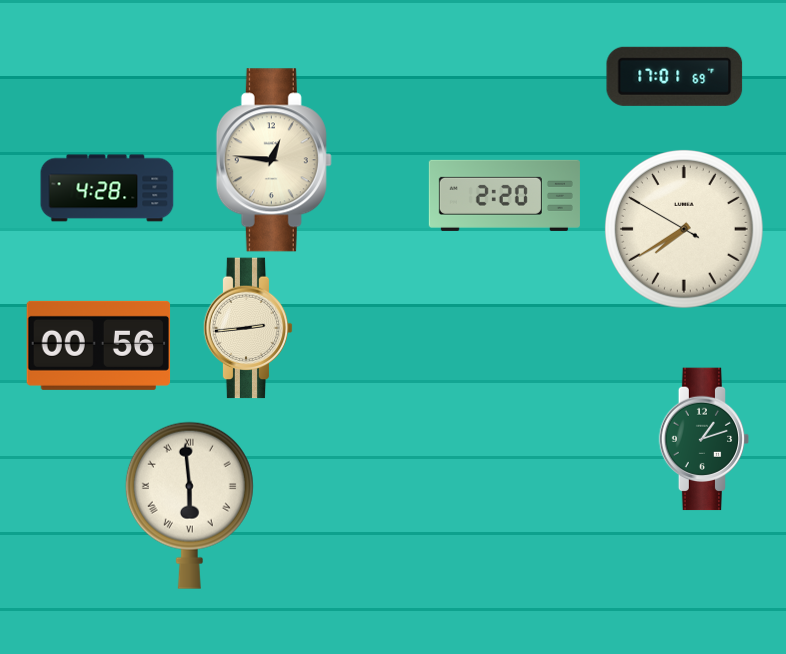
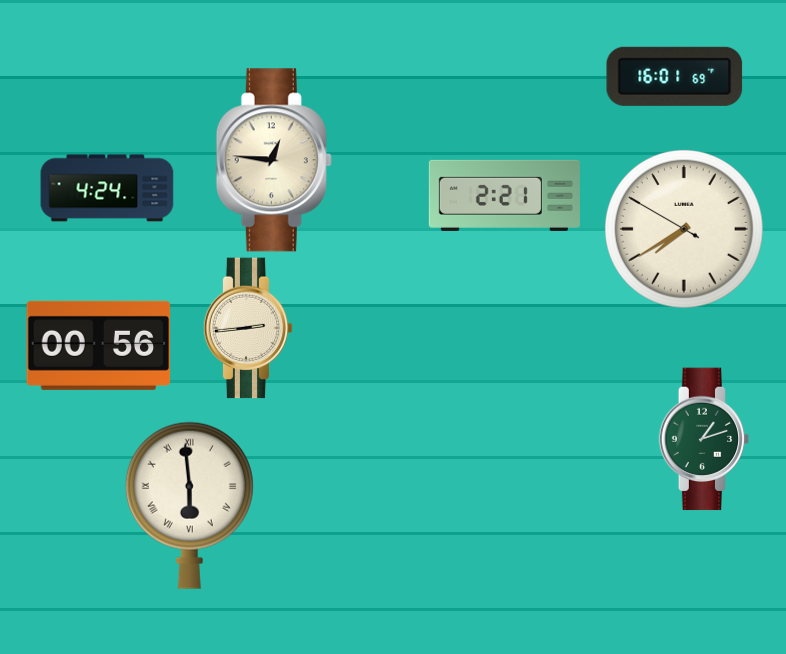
clock at (675, 76): 17:01 -> 16:01
clock at (107, 188): 4:28 -> 4:24
clock at (504, 195): 2:20 -> 2:21
